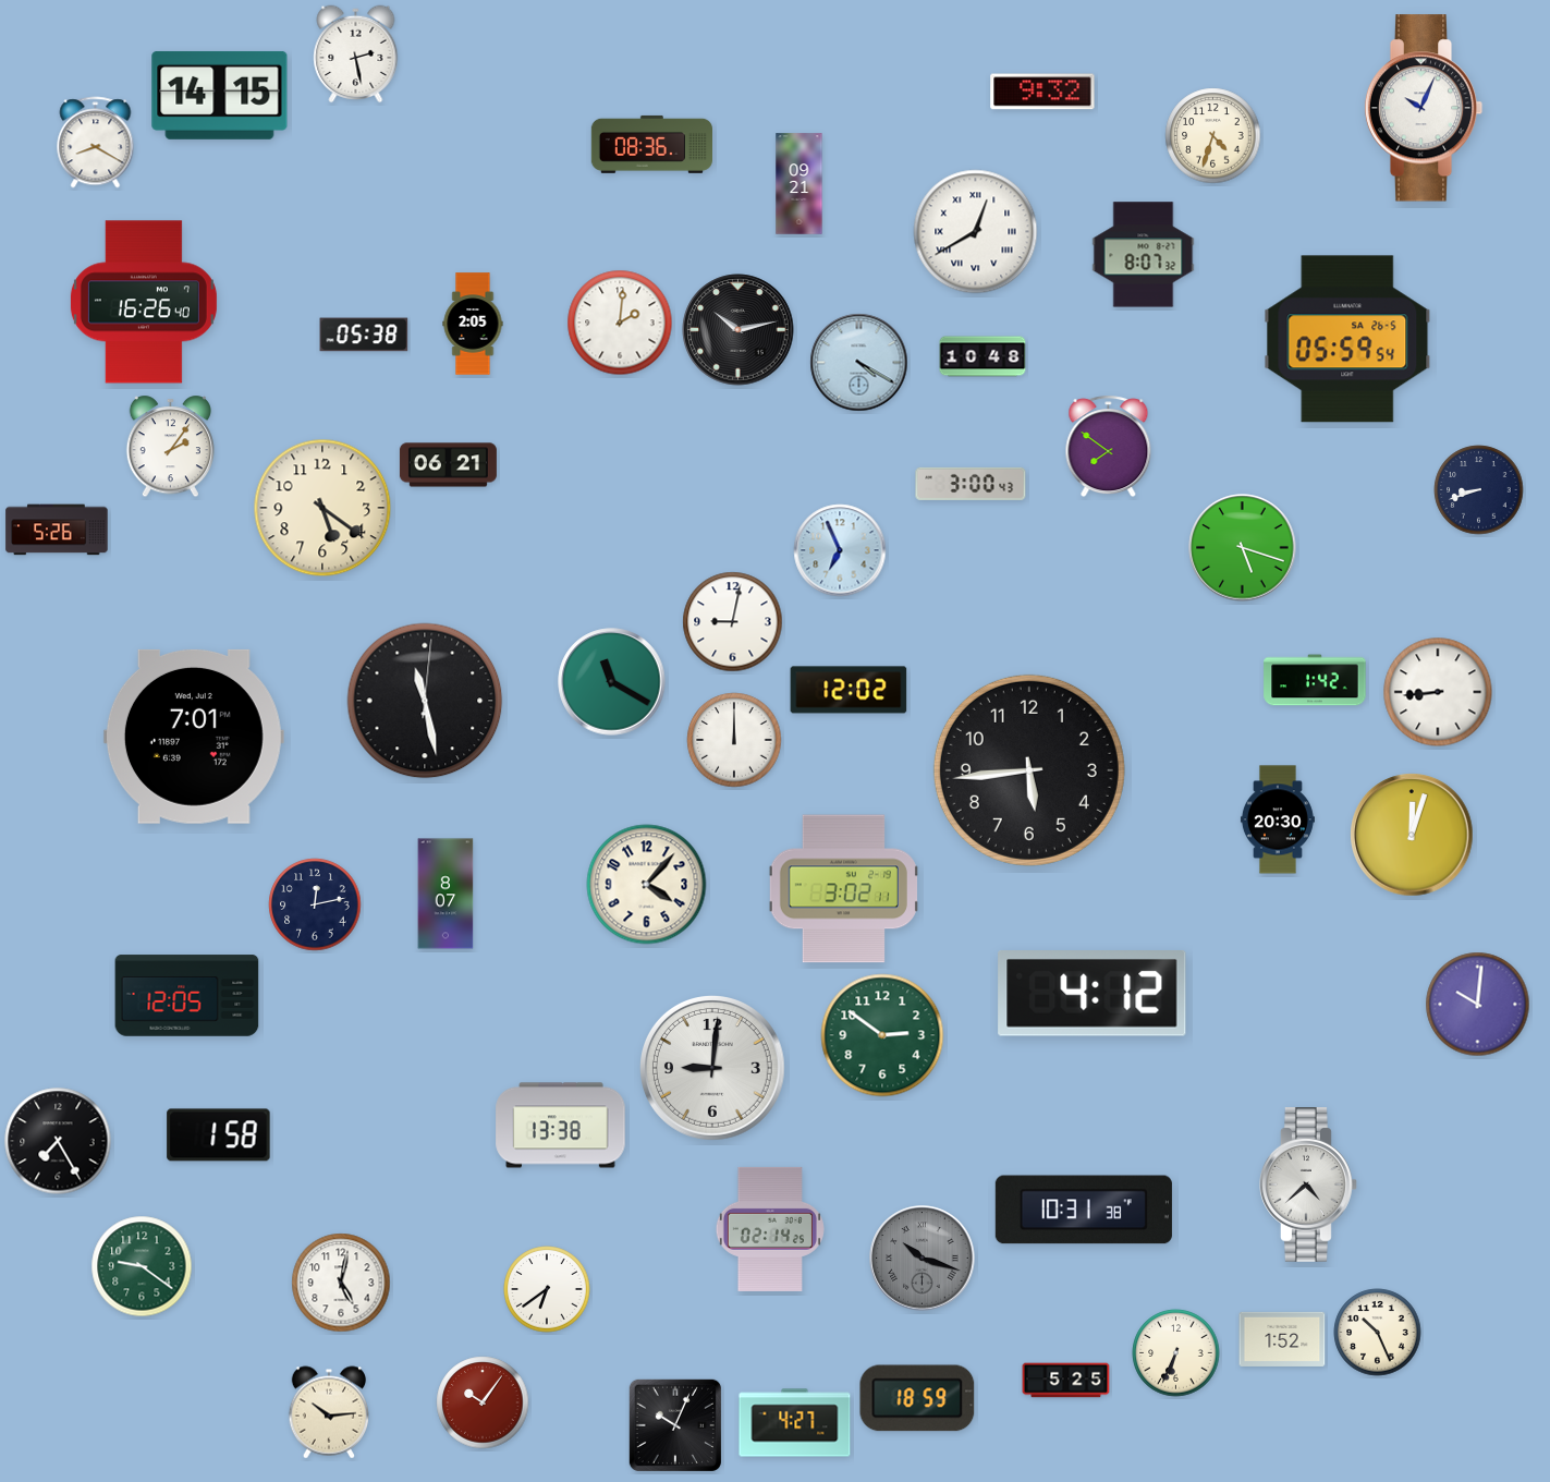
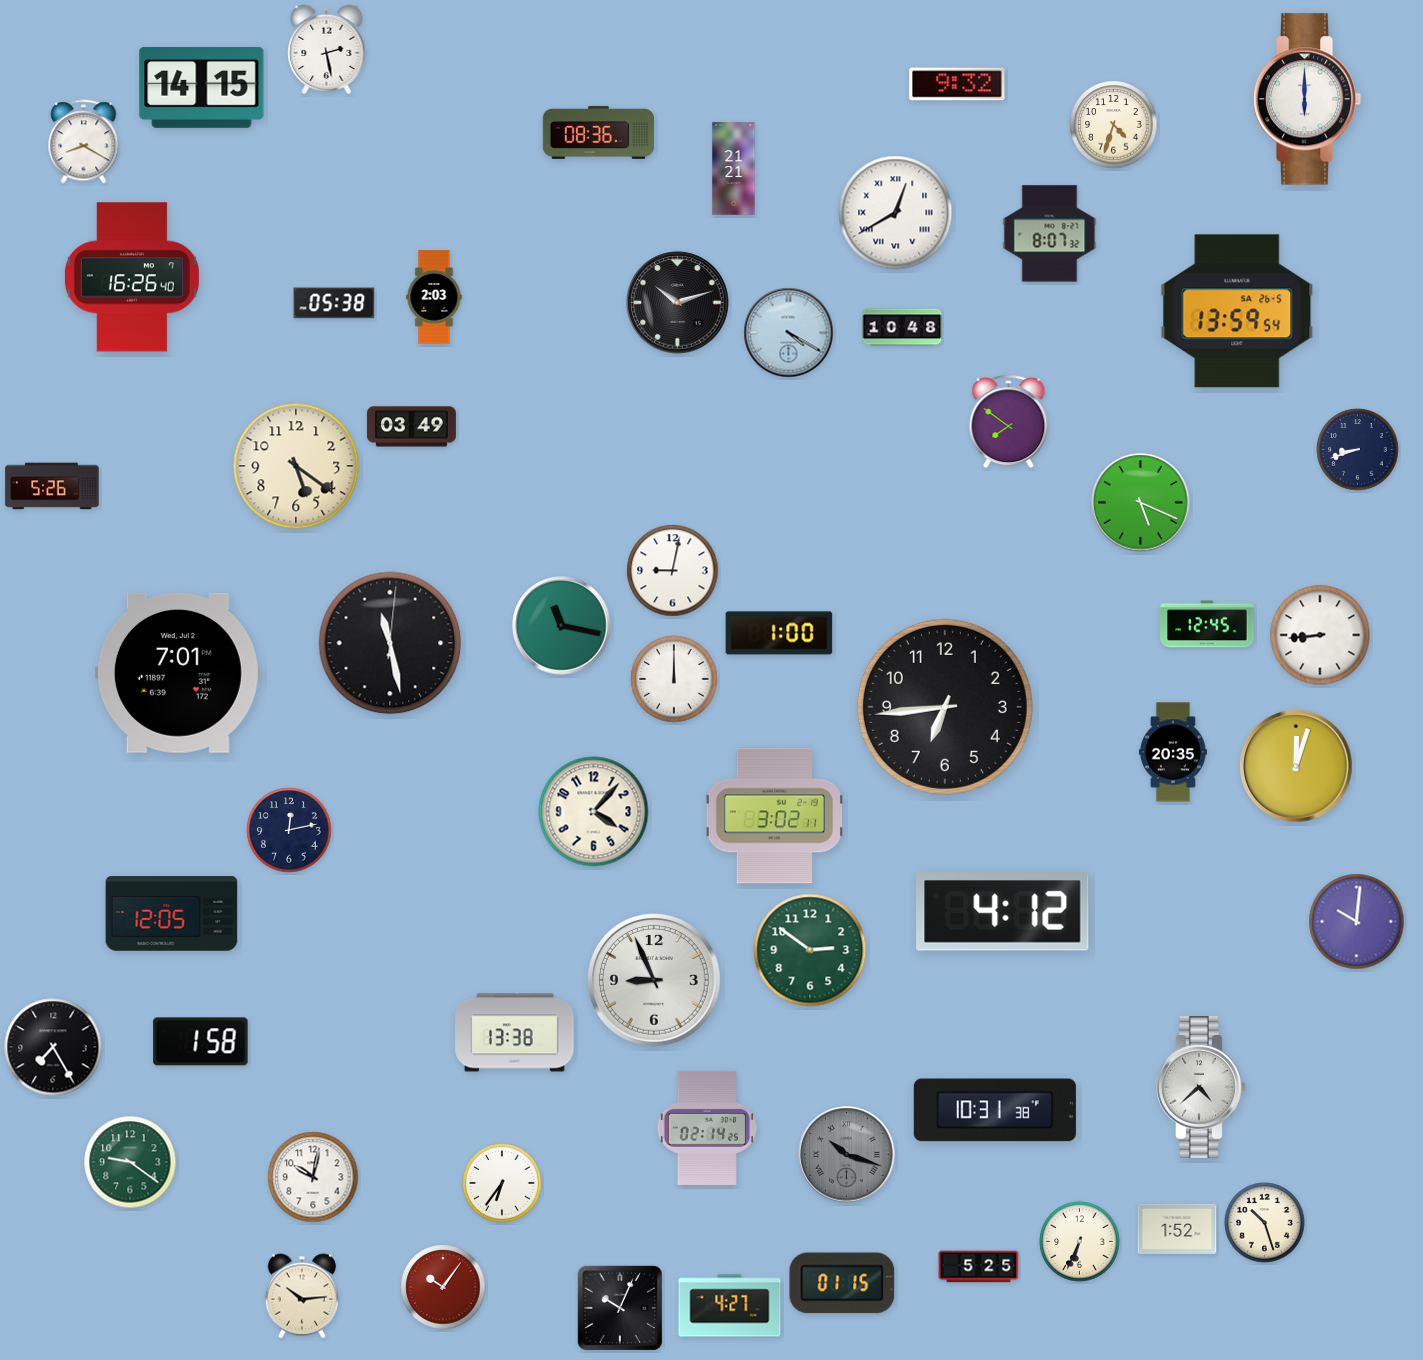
clock at (1424, 108): 10:04 -> 6:00
clock at (96, 143) position: (96, 143) -> (84, 142)
clock at (800, 184): 09:21 -> 21:21
clock at (620, 323): 2:01 -> none
clock at (473, 324): 2:05 -> 2:03
clock at (739, 330): 10:13 -> 10:12
clock at (364, 335) position: (364, 335) -> (334, 303)
clock at (1347, 339): 05:59 -> 13:59
clock at (170, 447): 2:06 -> none
clock at (1109, 447) position: (1109, 447) -> (1009, 422)
clock at (448, 465): 06:21 -> 03:49
clock at (971, 484): 3:00 -> none
clock at (1243, 548): 5:18 -> 5:19
clock at (840, 550): 6:56 -> none
clock at (1315, 680): 1:42 -> 12:45
clock at (612, 682): 11:20 -> 11:17
clock at (849, 690): 12:02 -> 1:00
clock at (194, 737) position: (194, 737) -> (178, 673)
clock at (1029, 770): 5:44 -> 6:44
clock at (1278, 819): 20:30 -> 20:35
clock at (446, 894): 8:07 -> none
clock at (713, 1069): 9:01 -> 8:56
clock at (341, 1283): 5:02 -> 10:02
clock at (547, 1289): 6:39 -> 6:36
clock at (1378, 1333): 10:26 -> 10:27
clock at (917, 1398): 18:59 -> 01:15
